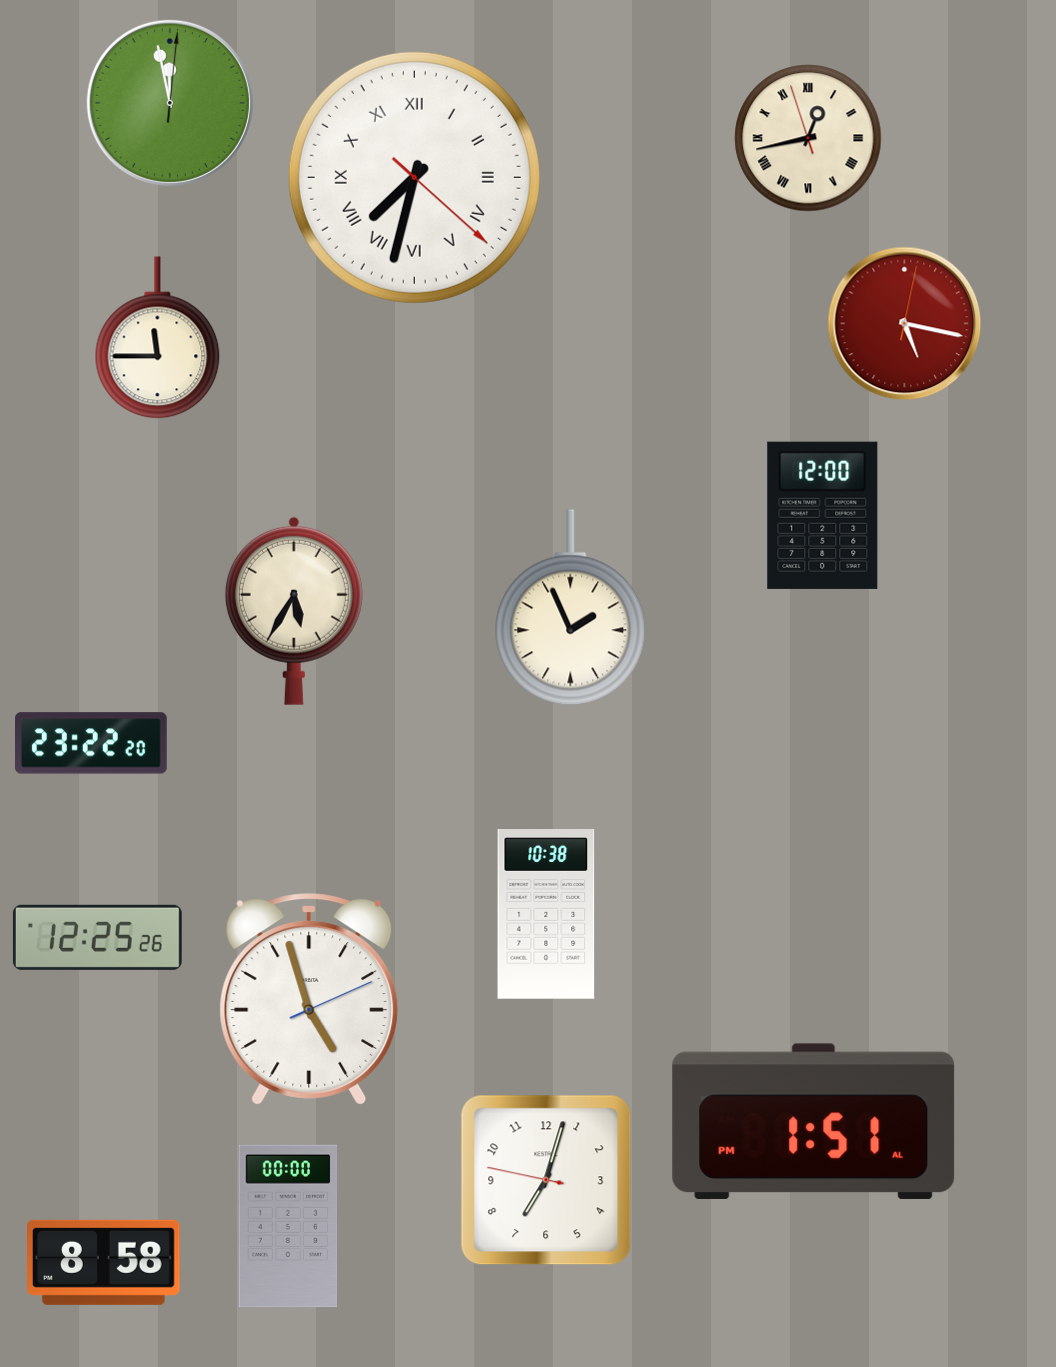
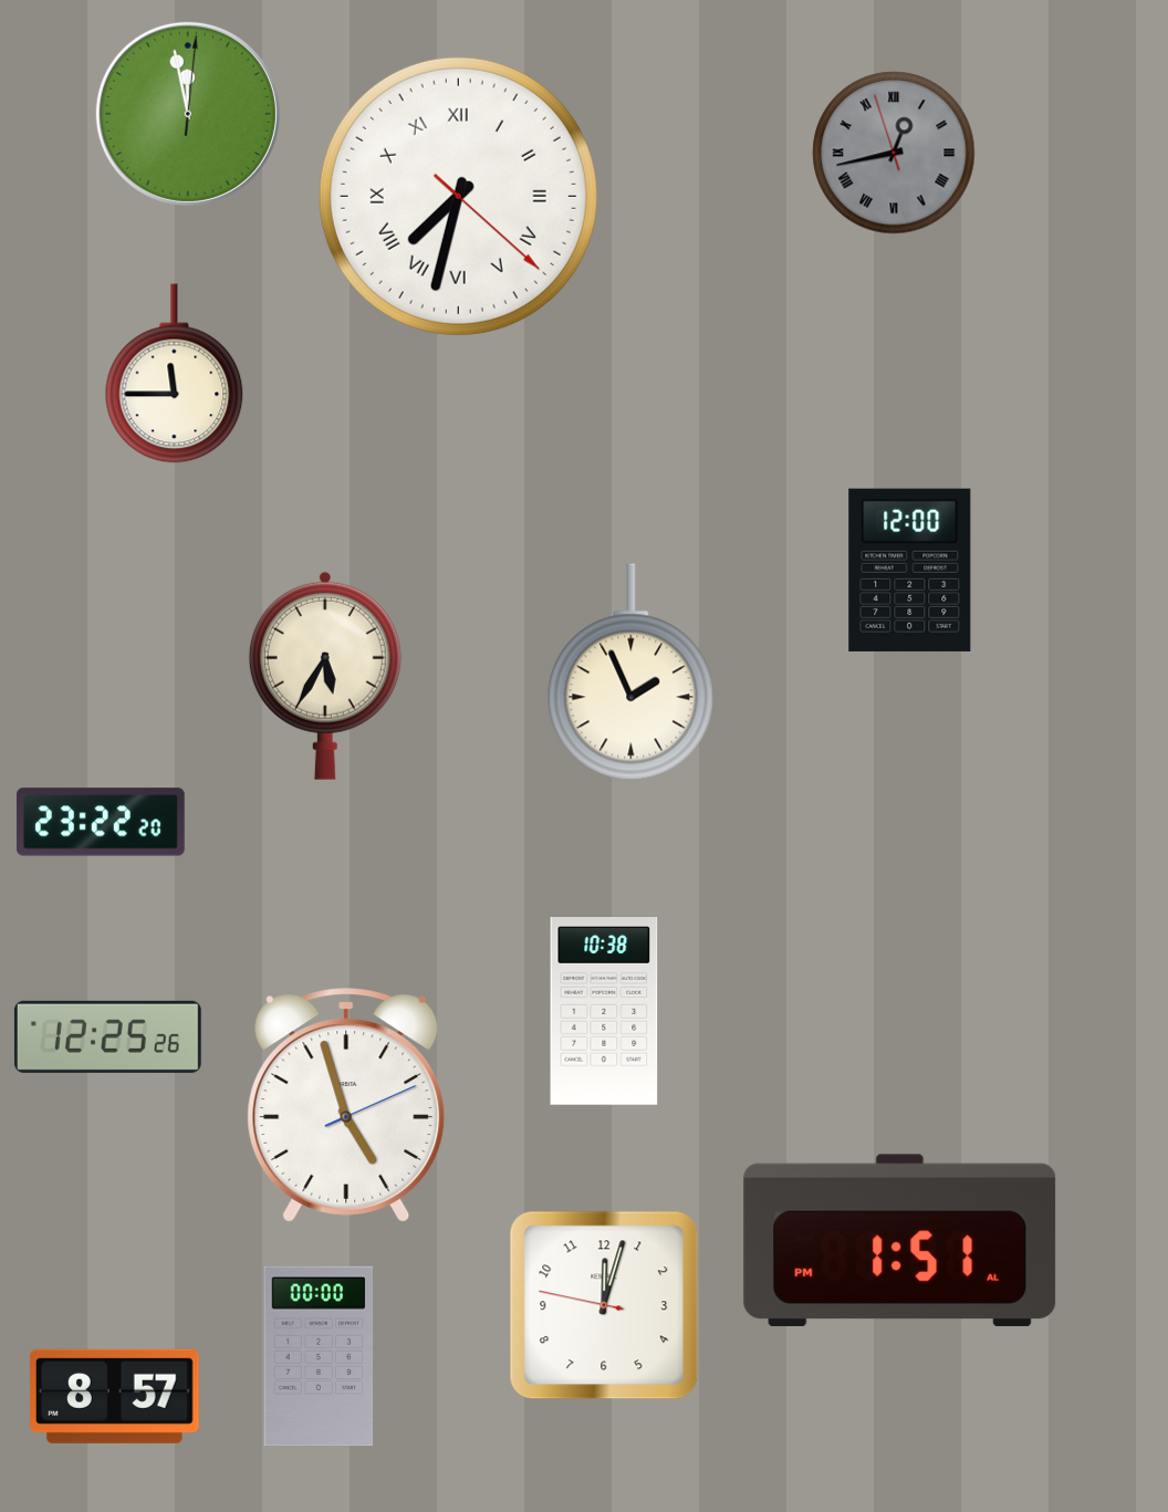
clock at (808, 138) dial: cream -> grey
clock at (905, 324): 5:17 -> none
clock at (309, 999) position: (309, 999) -> (346, 1105)
clock at (546, 1180): 7:02 -> 12:02
clock at (104, 1262): 8:58 -> 8:57
